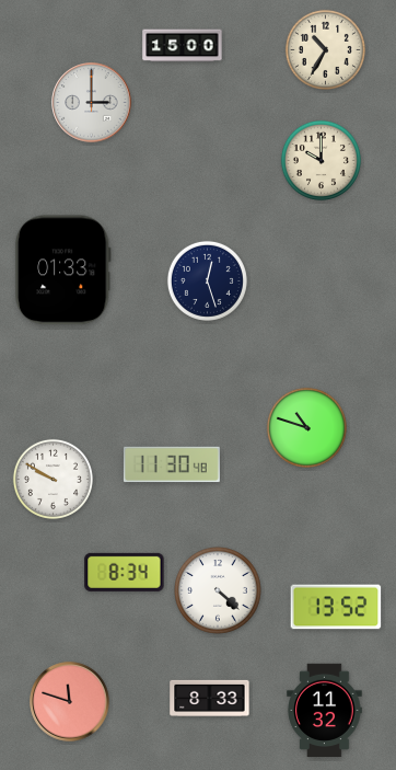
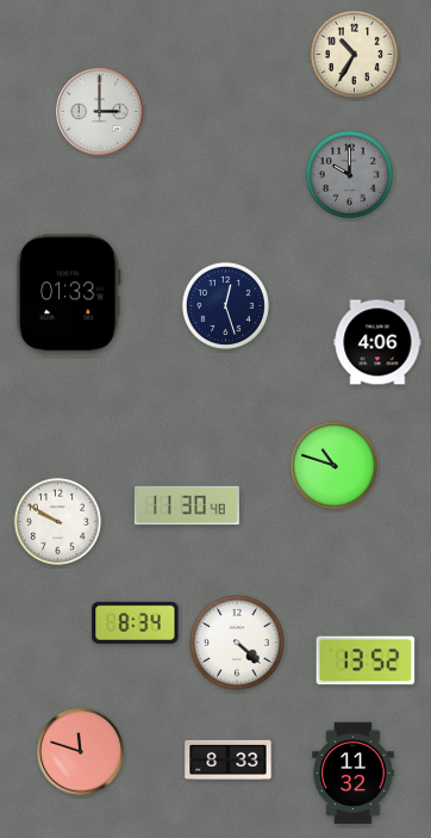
clock at (183, 46): 15:00 -> none
clock at (321, 160) dial: cream -> grey
clock at (377, 342): none -> 4:06
clock at (70, 702) position: (70, 702) -> (81, 752)
